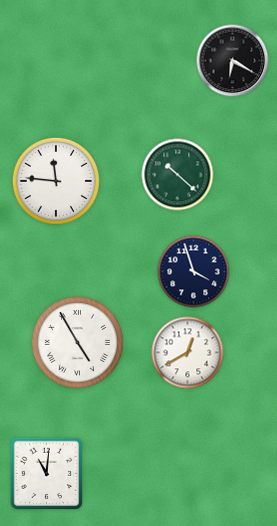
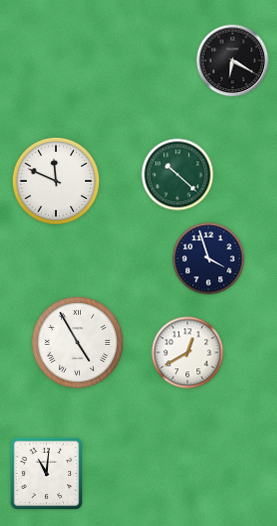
clock at (56, 181): 11:46 -> 11:49
clock at (194, 272) position: (194, 272) -> (209, 259)
